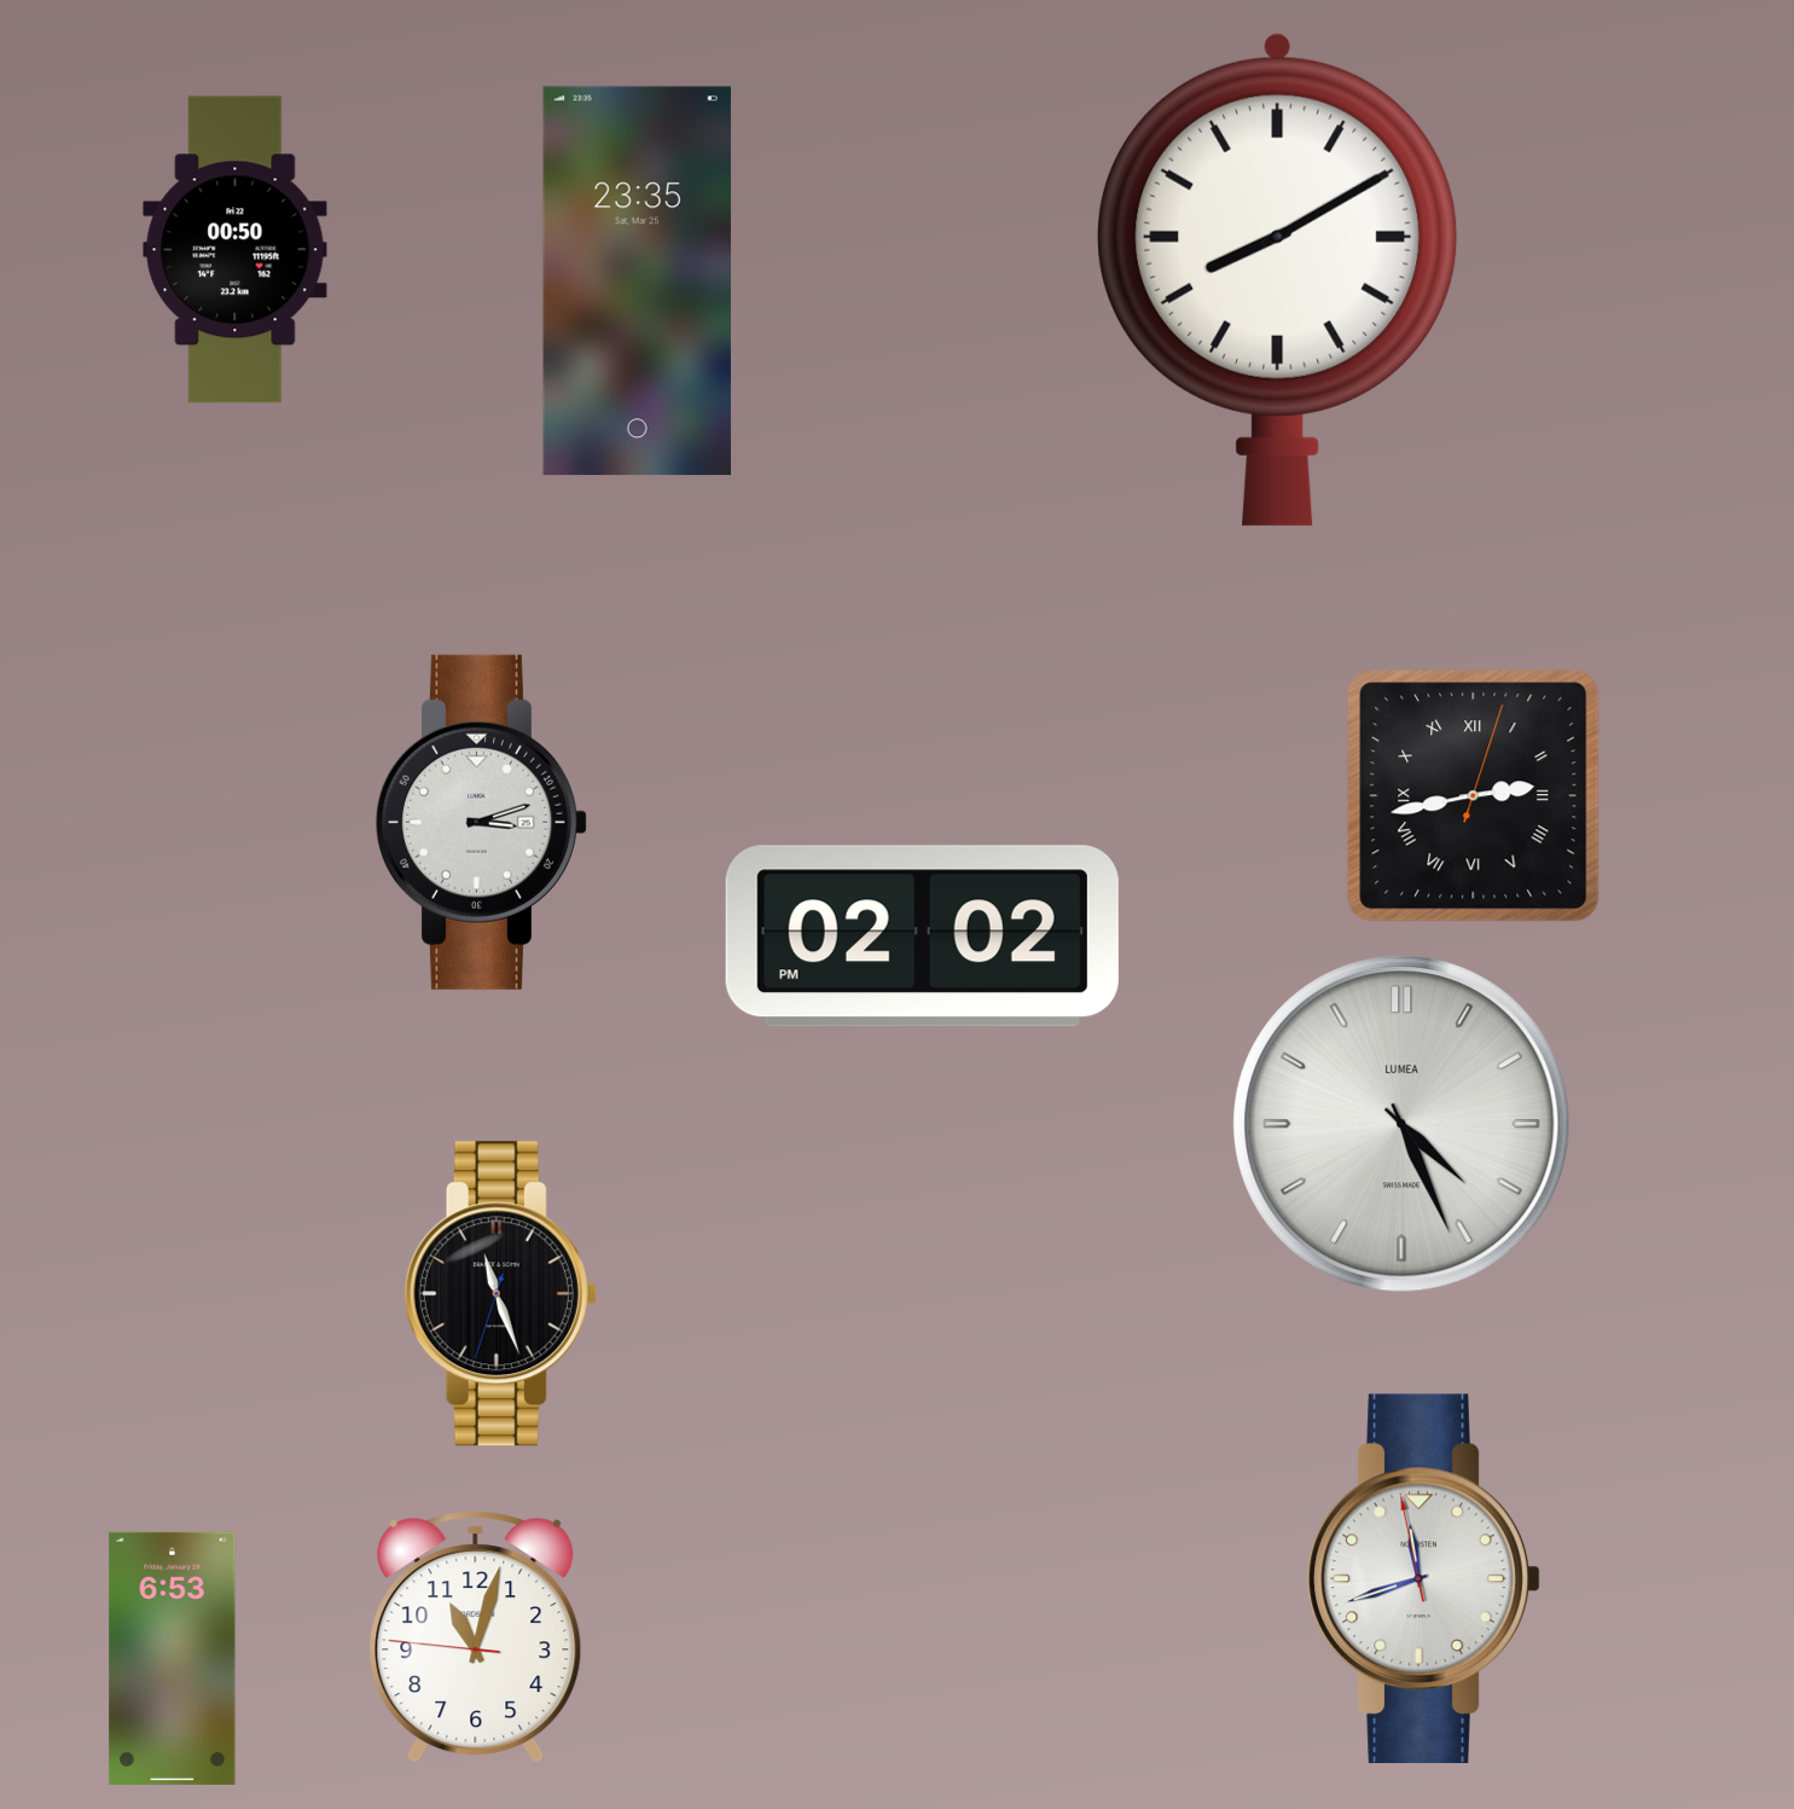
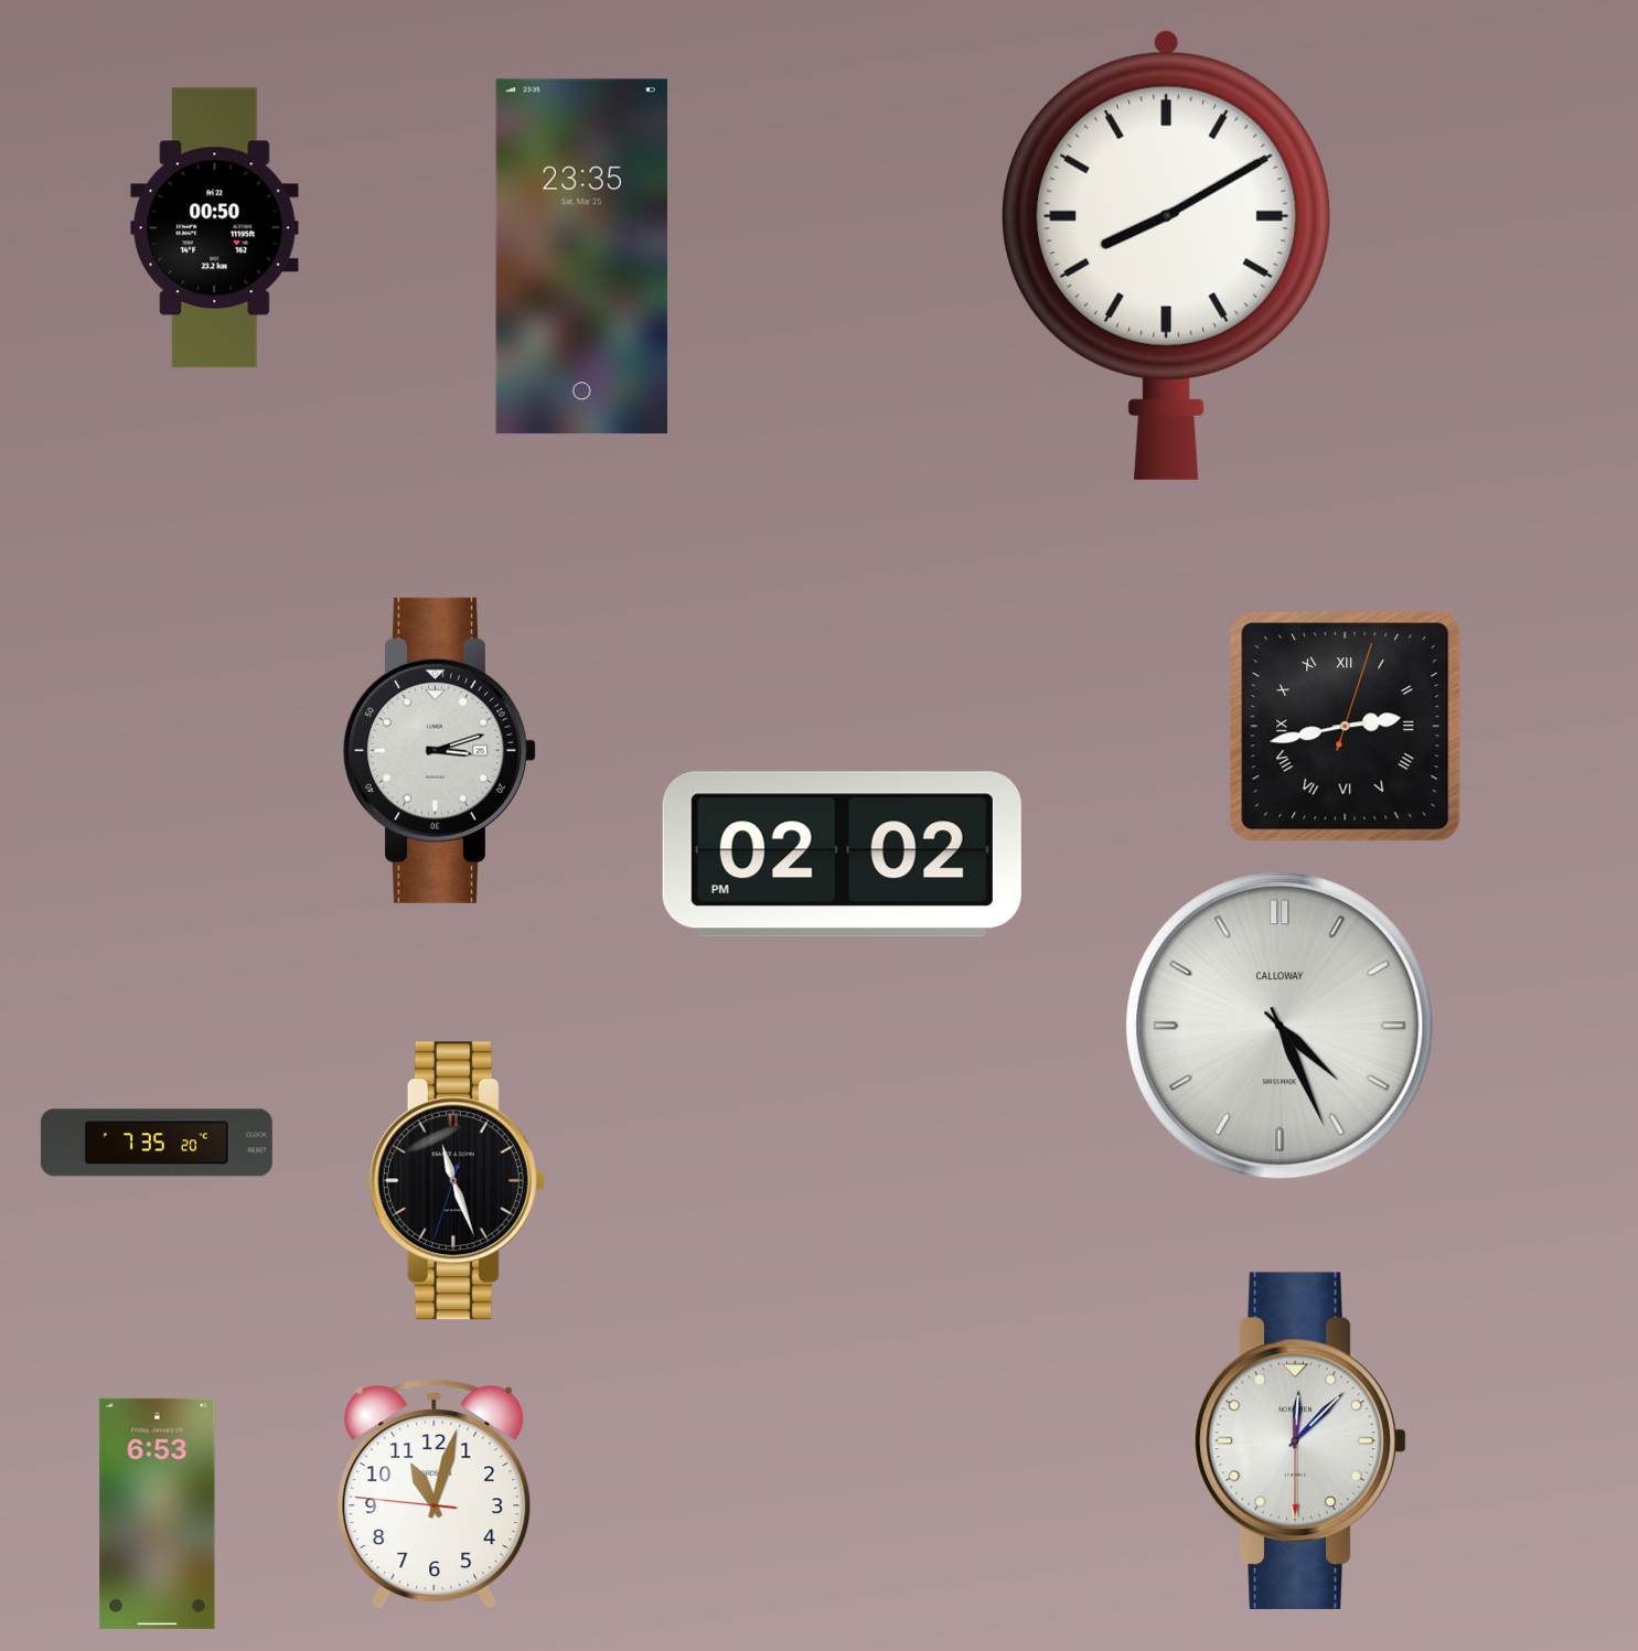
clock at (1401, 1124) brand: LUMEA -> CALLOWAY
clock at (157, 1143): none -> 7:35
clock at (1423, 1578): 11:41 -> 12:07
